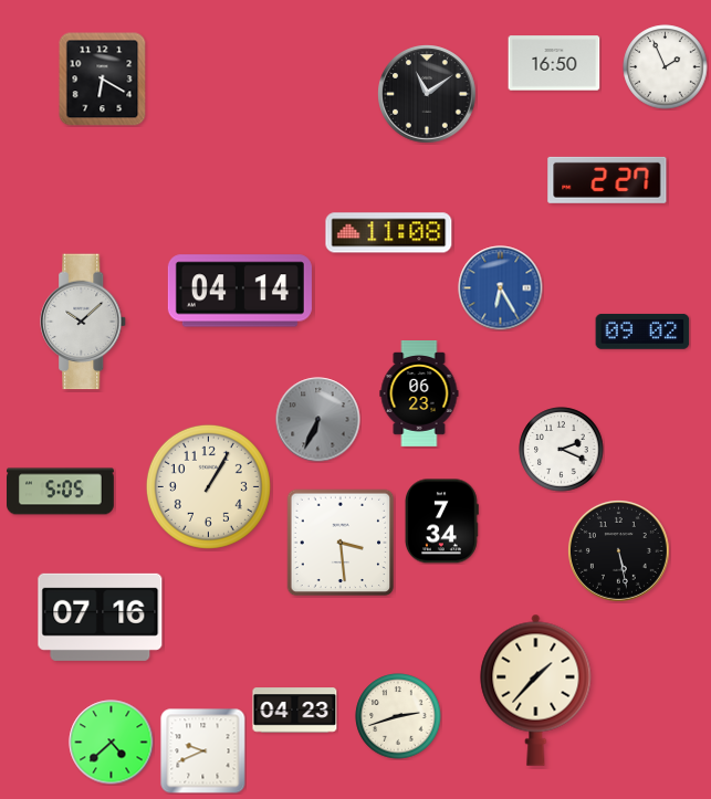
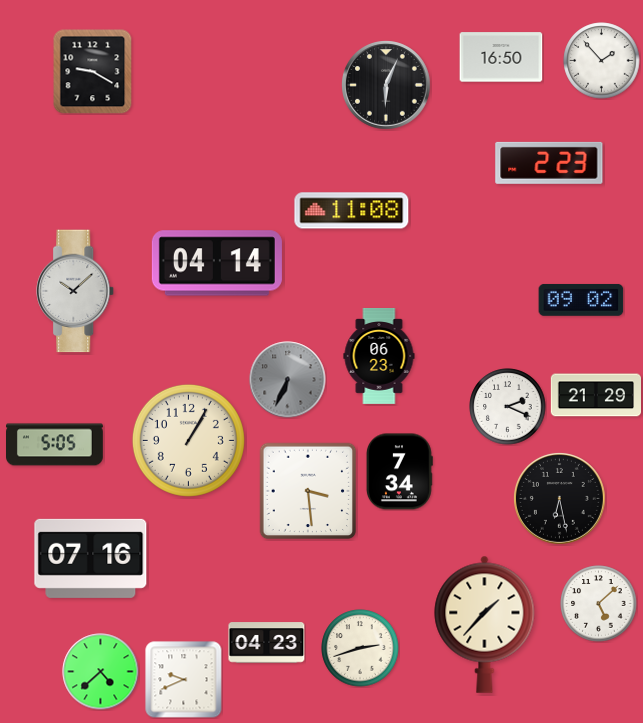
clock at (666, 67): 1:56 -> 1:53
clock at (103, 80): 6:20 -> 9:20
clock at (427, 94): 11:09 -> 6:04
clock at (607, 180): 2:27 -> 2:23
clock at (501, 288): 6:25 -> none
clock at (595, 395): none -> 21:29
clock at (618, 550): 5:28 -> 6:28
clock at (599, 604): none -> 5:08
